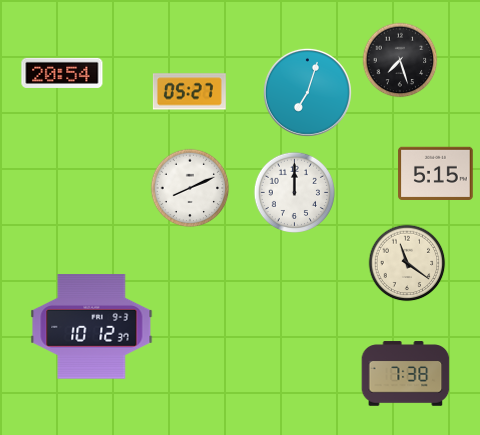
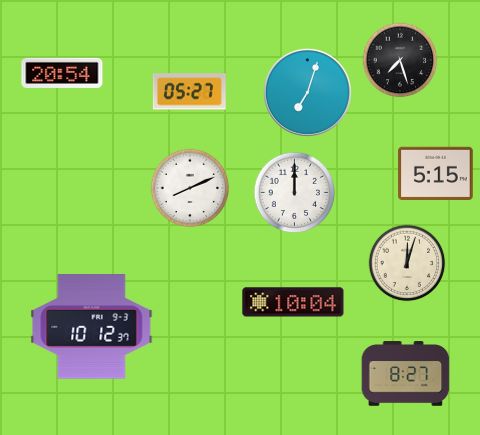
clock at (407, 263): 11:21 -> 12:03
clock at (293, 302): none -> 10:04
clock at (406, 374): 7:38 -> 8:27
